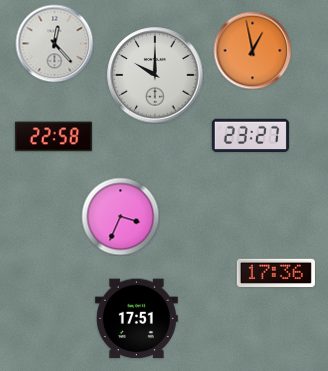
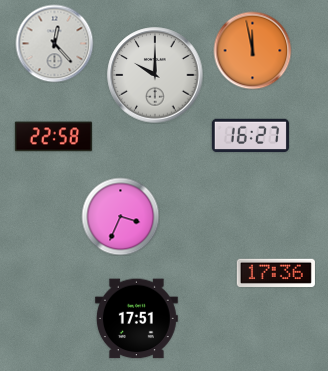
clock at (252, 50): 12:58 -> 11:58
clock at (250, 136): 23:27 -> 16:27
